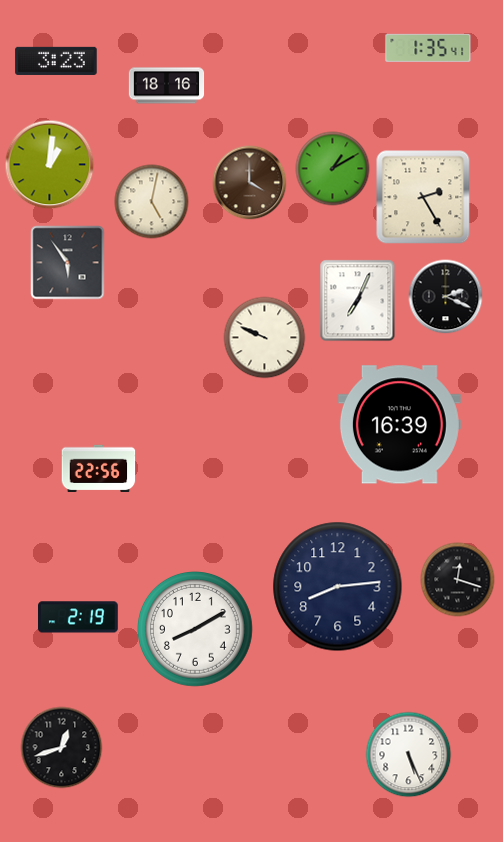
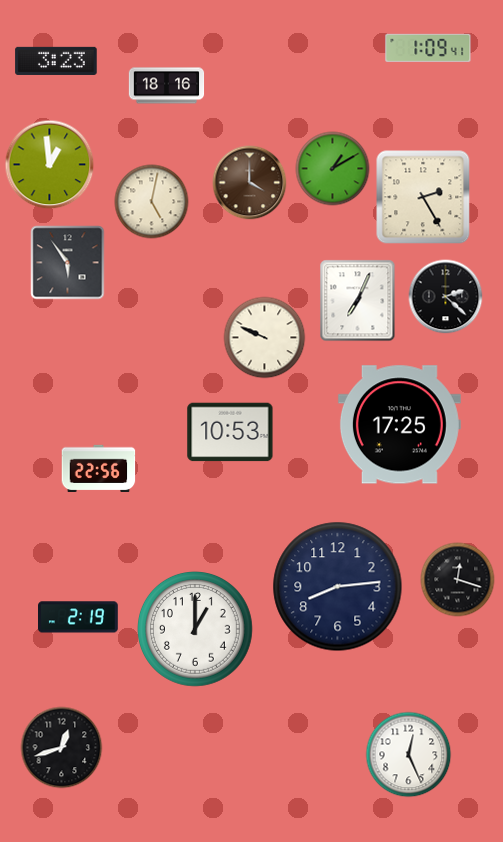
clock at (428, 48): 1:35 -> 1:09
clock at (50, 165): 1:01 -> 12:59
clock at (446, 297): 2:19 -> 2:22
clock at (399, 425): 16:39 -> 17:25
clock at (230, 432): none -> 10:53
clock at (196, 630): 8:10 -> 1:00
clock at (409, 755): 5:26 -> 12:26
